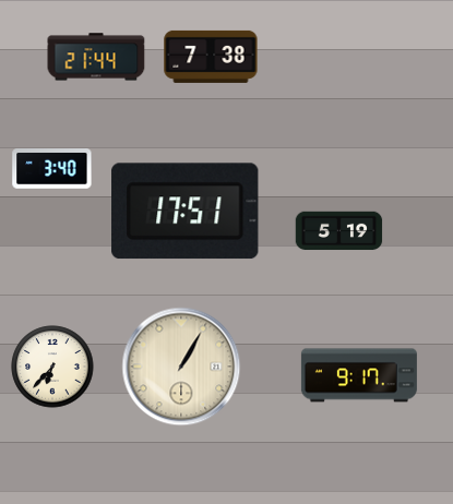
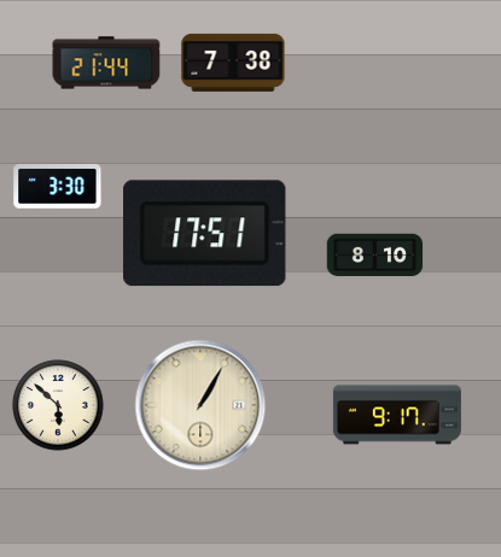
clock at (52, 169): 3:40 -> 3:30
clock at (339, 231): 5:19 -> 8:10
clock at (52, 367): 6:37 -> 5:52
